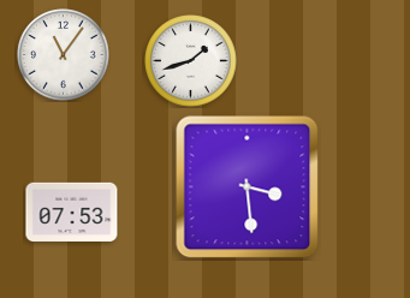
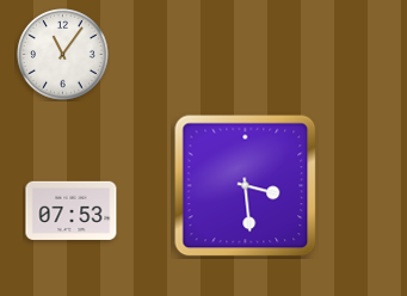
clock at (191, 61): 1:42 -> none
